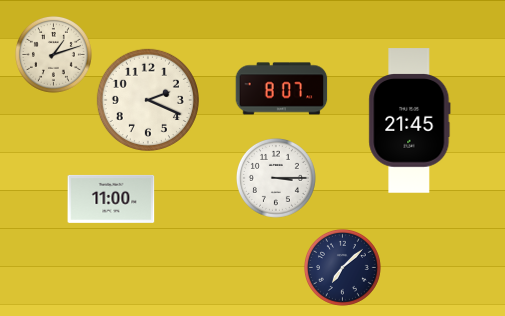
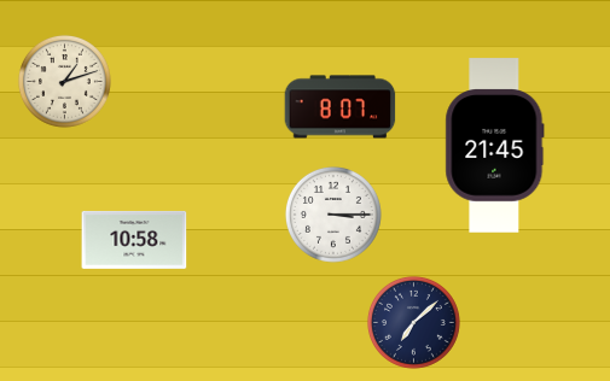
clock at (53, 54) position: (53, 54) -> (64, 81)
clock at (148, 100): 2:19 -> none
clock at (111, 199): 11:00 -> 10:58
